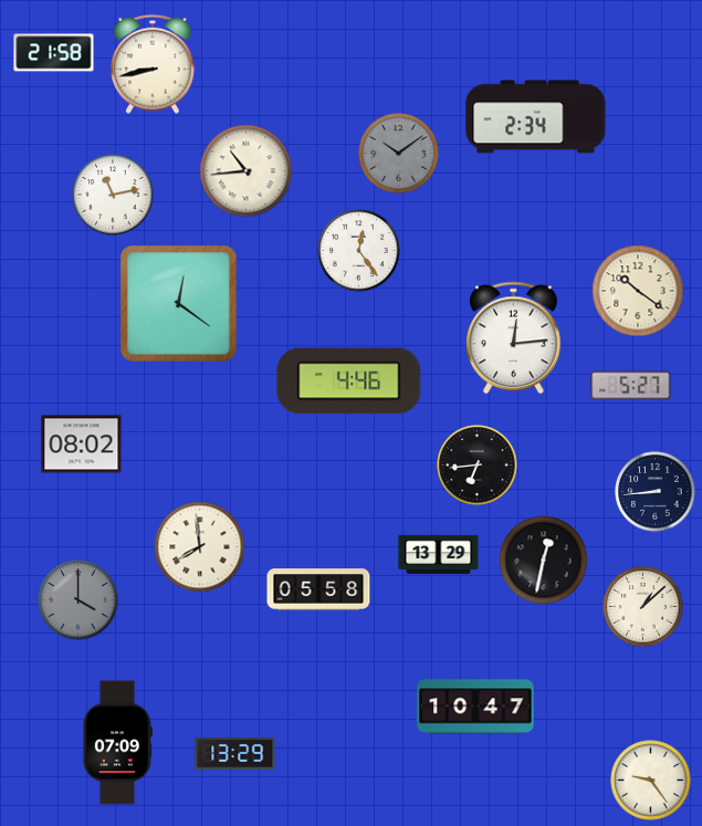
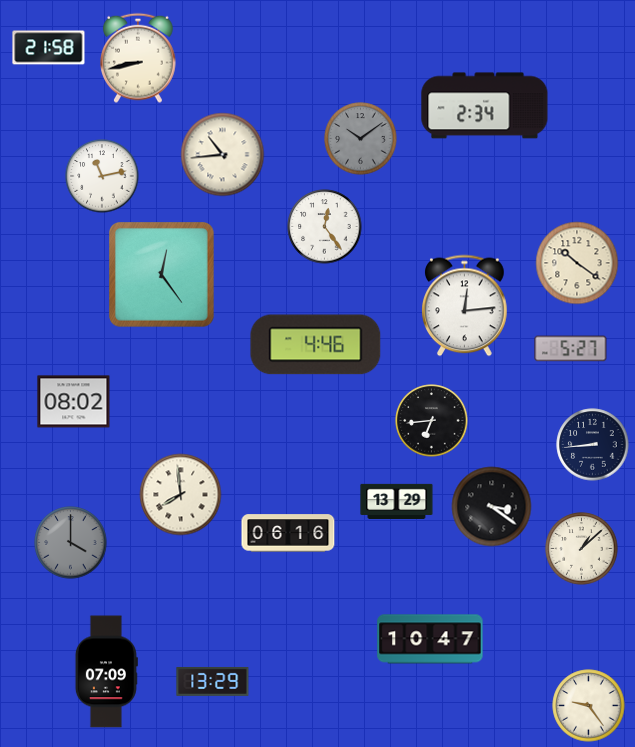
clock at (179, 304): 12:21 -> 12:24
clock at (544, 561): 12:32 -> 3:21
clock at (318, 589): 05:58 -> 06:16
